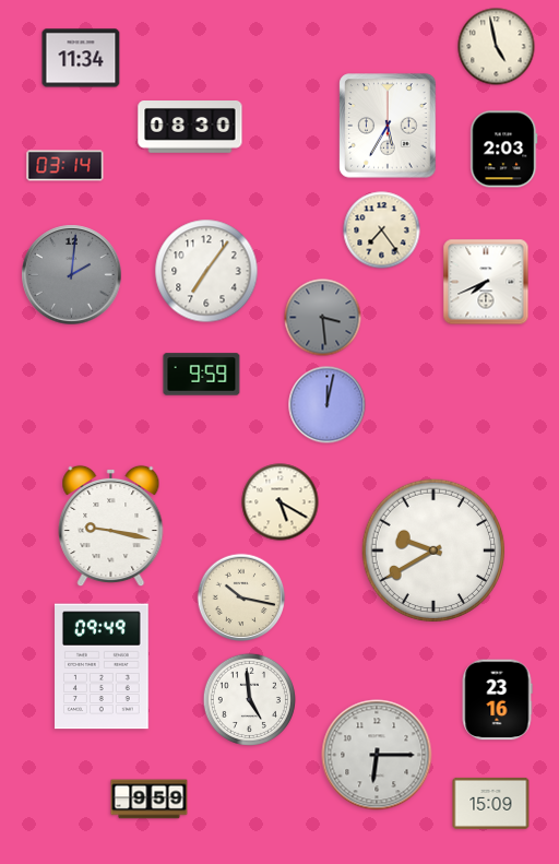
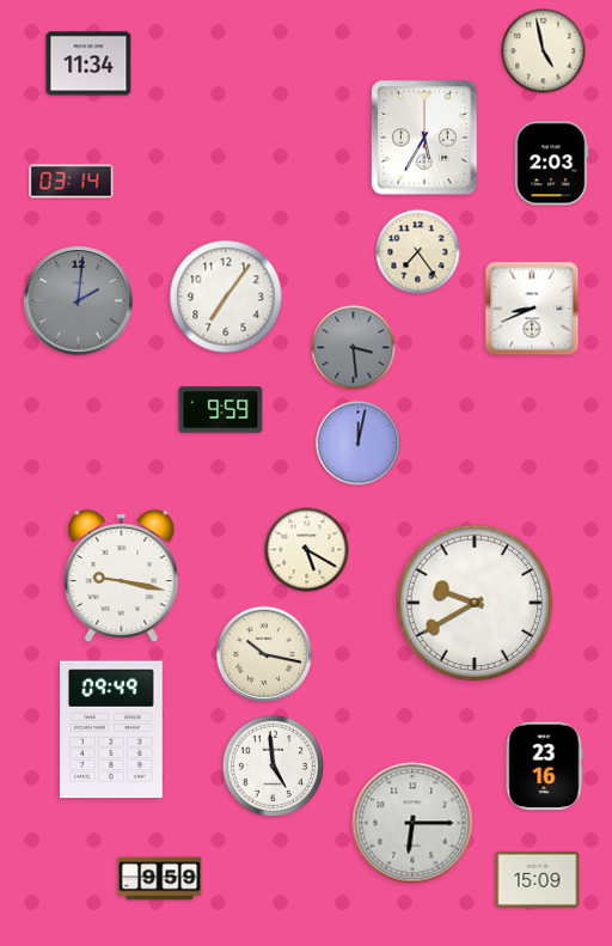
clock at (190, 128): 08:30 -> none
clock at (486, 282): 7:41 -> 8:41
clock at (377, 755) position: (377, 755) -> (412, 823)
clock at (150, 800) position: (150, 800) -> (160, 879)
